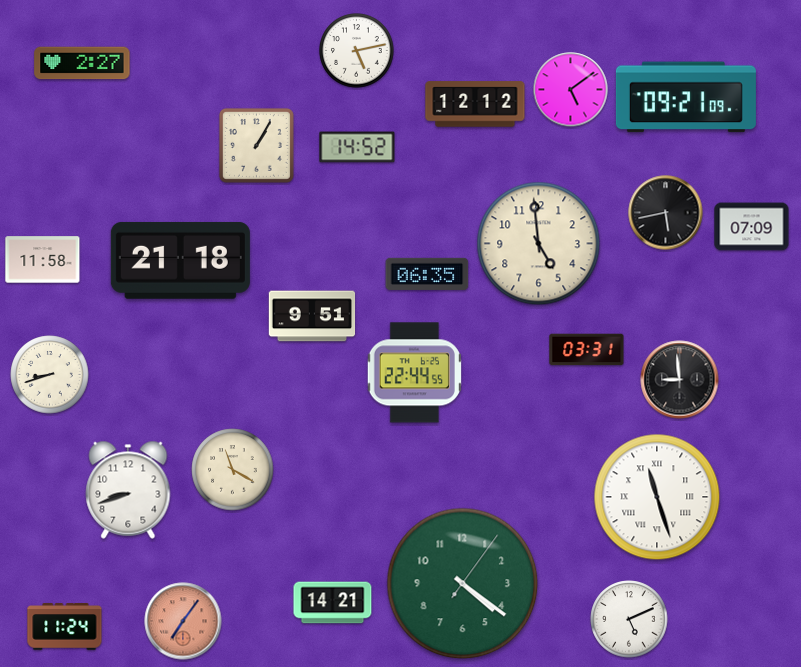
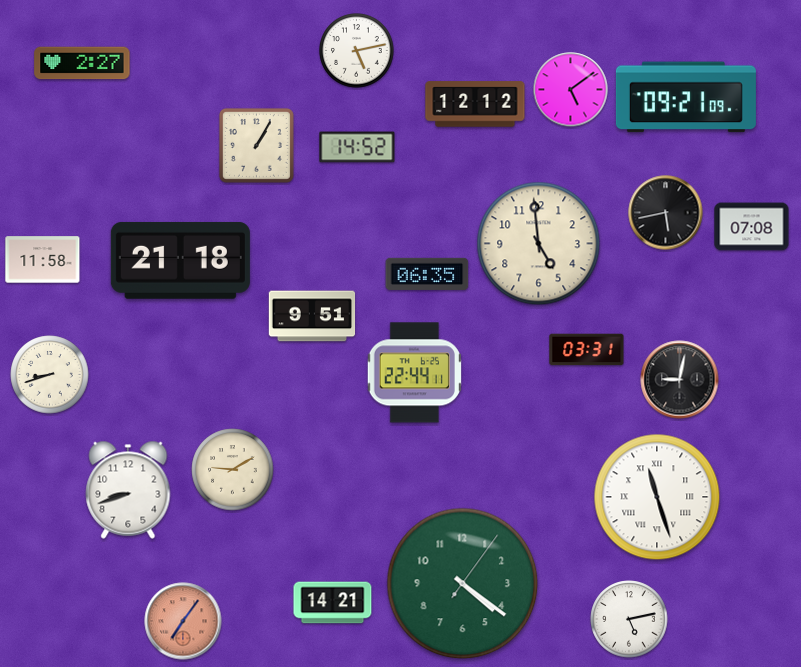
clock at (752, 227): 07:09 -> 07:08
clock at (414, 373): 22:44:55 -> 22:44:11
clock at (680, 380): 8:59 -> 9:02
clock at (233, 470): 11:20 -> 9:10
clock at (629, 619): 5:11 -> 5:13
clock at (65, 627): 11:24 -> none
